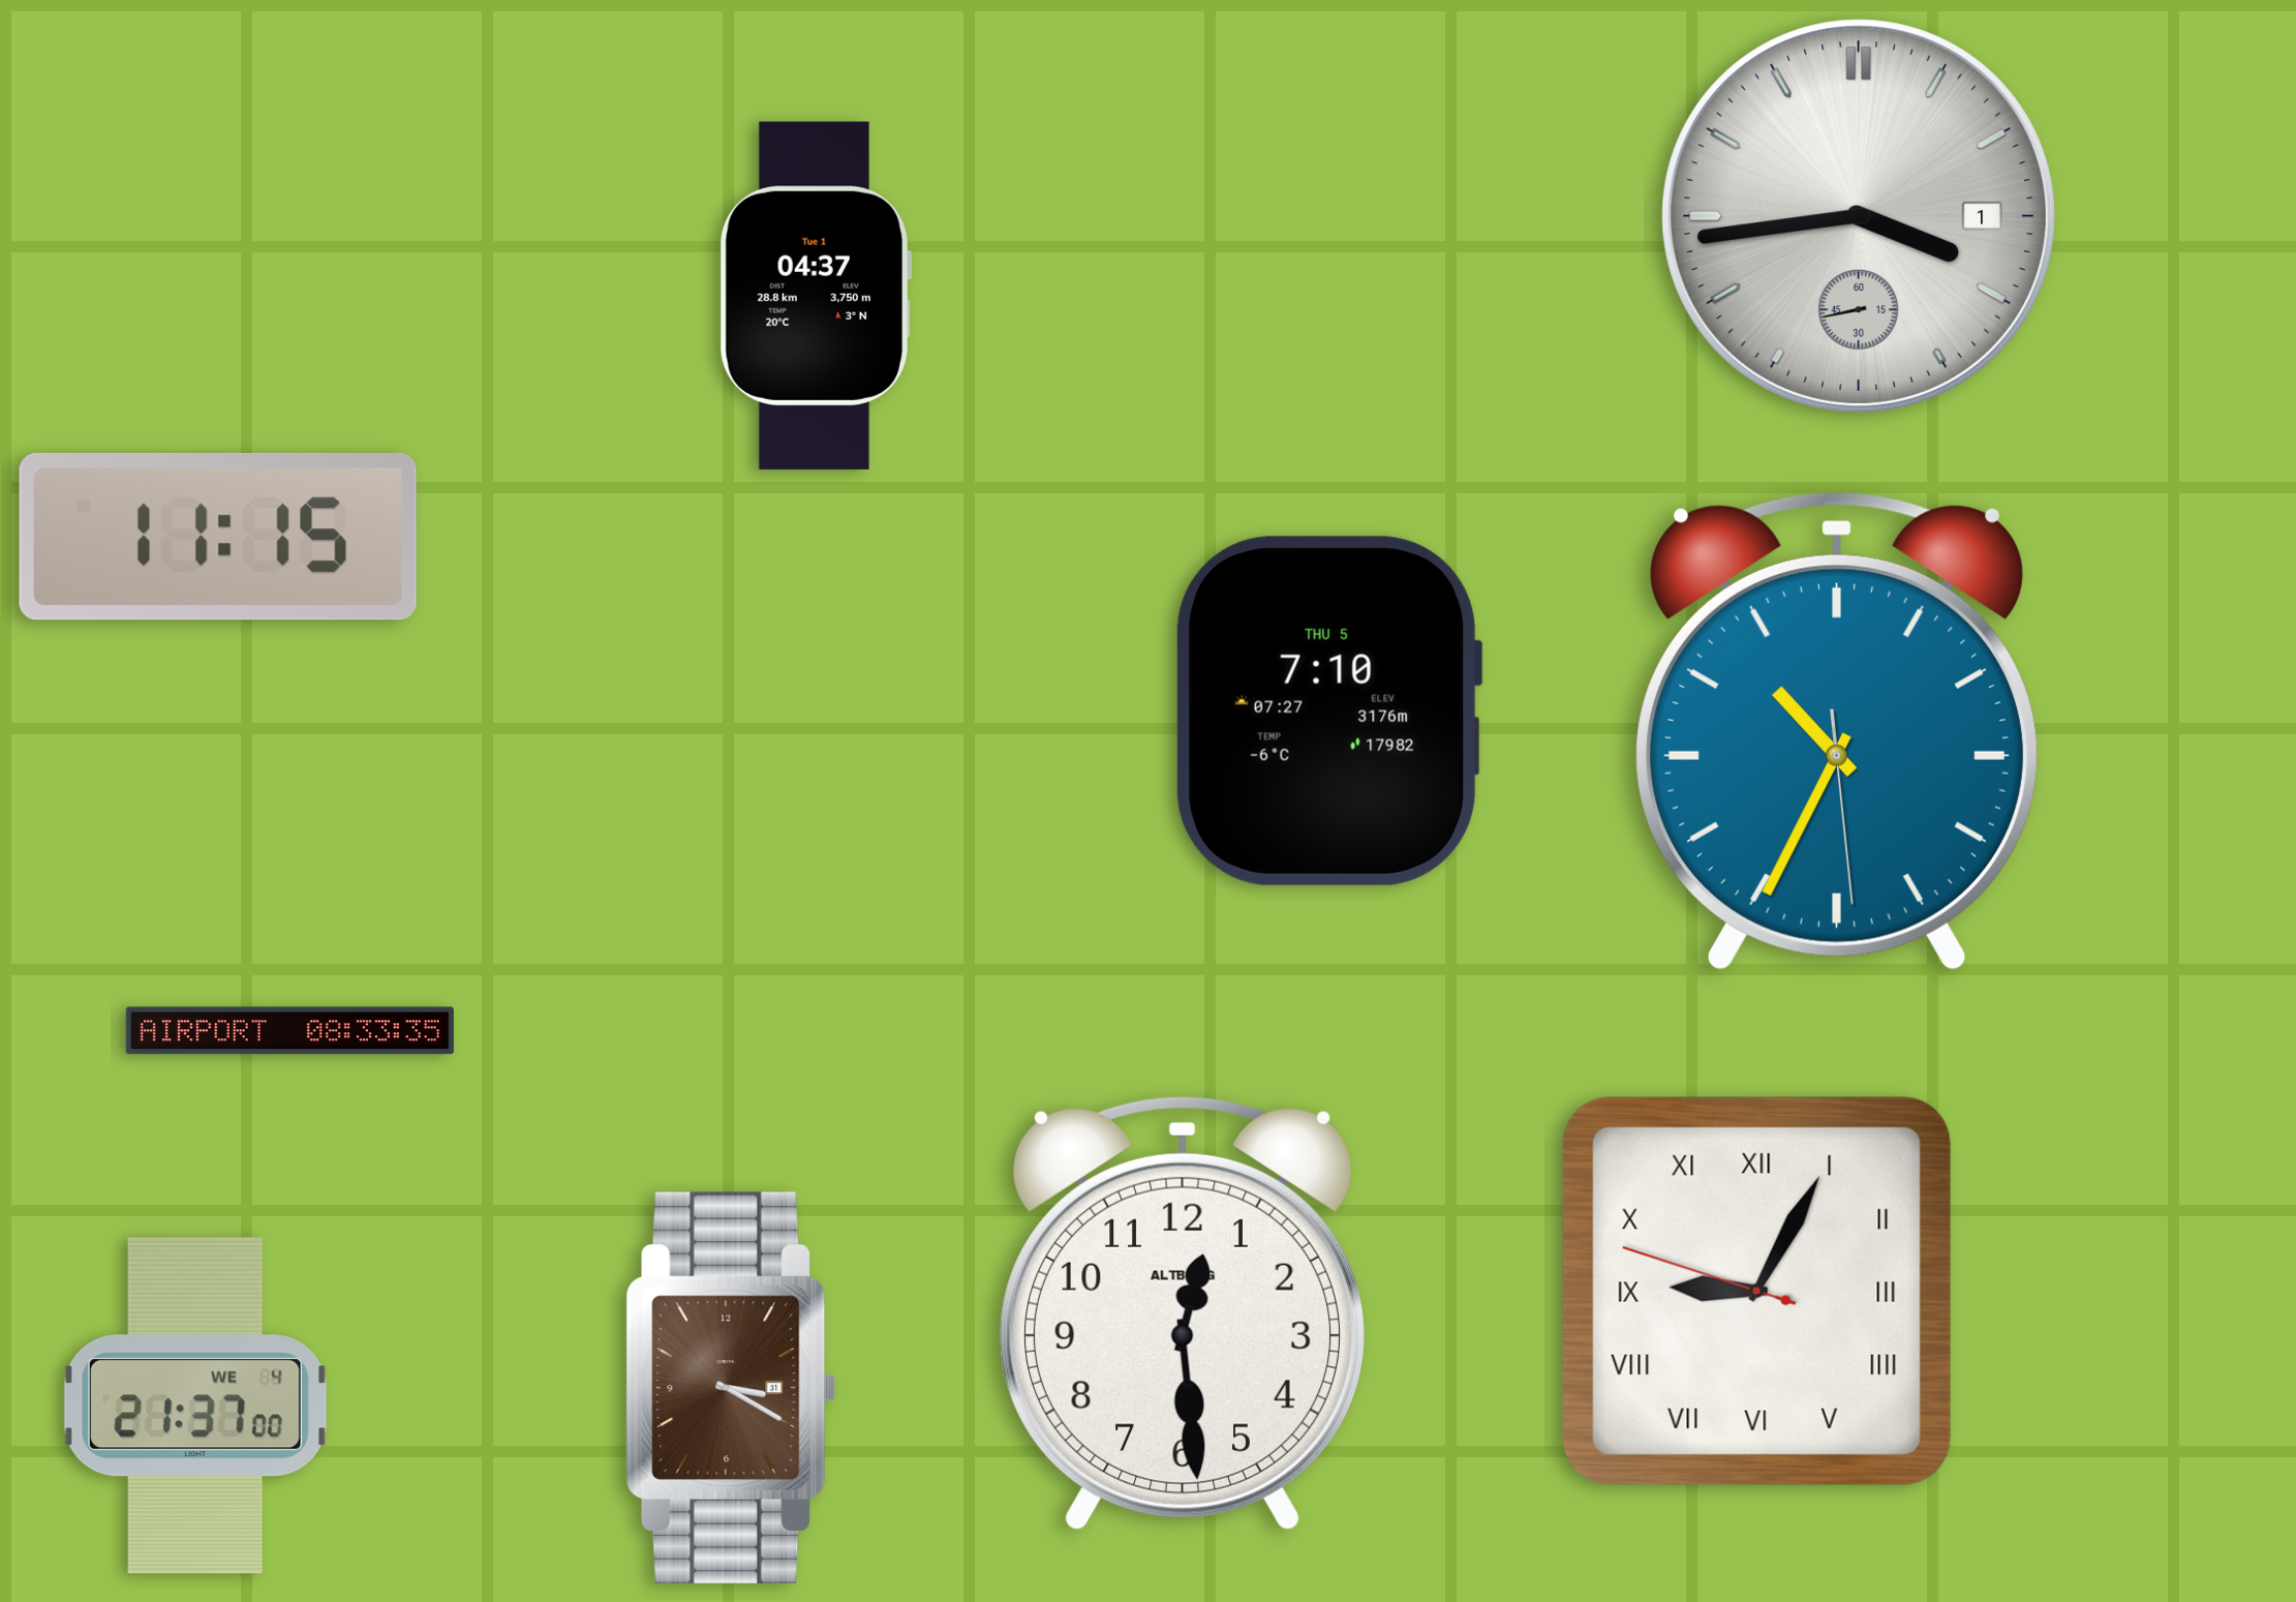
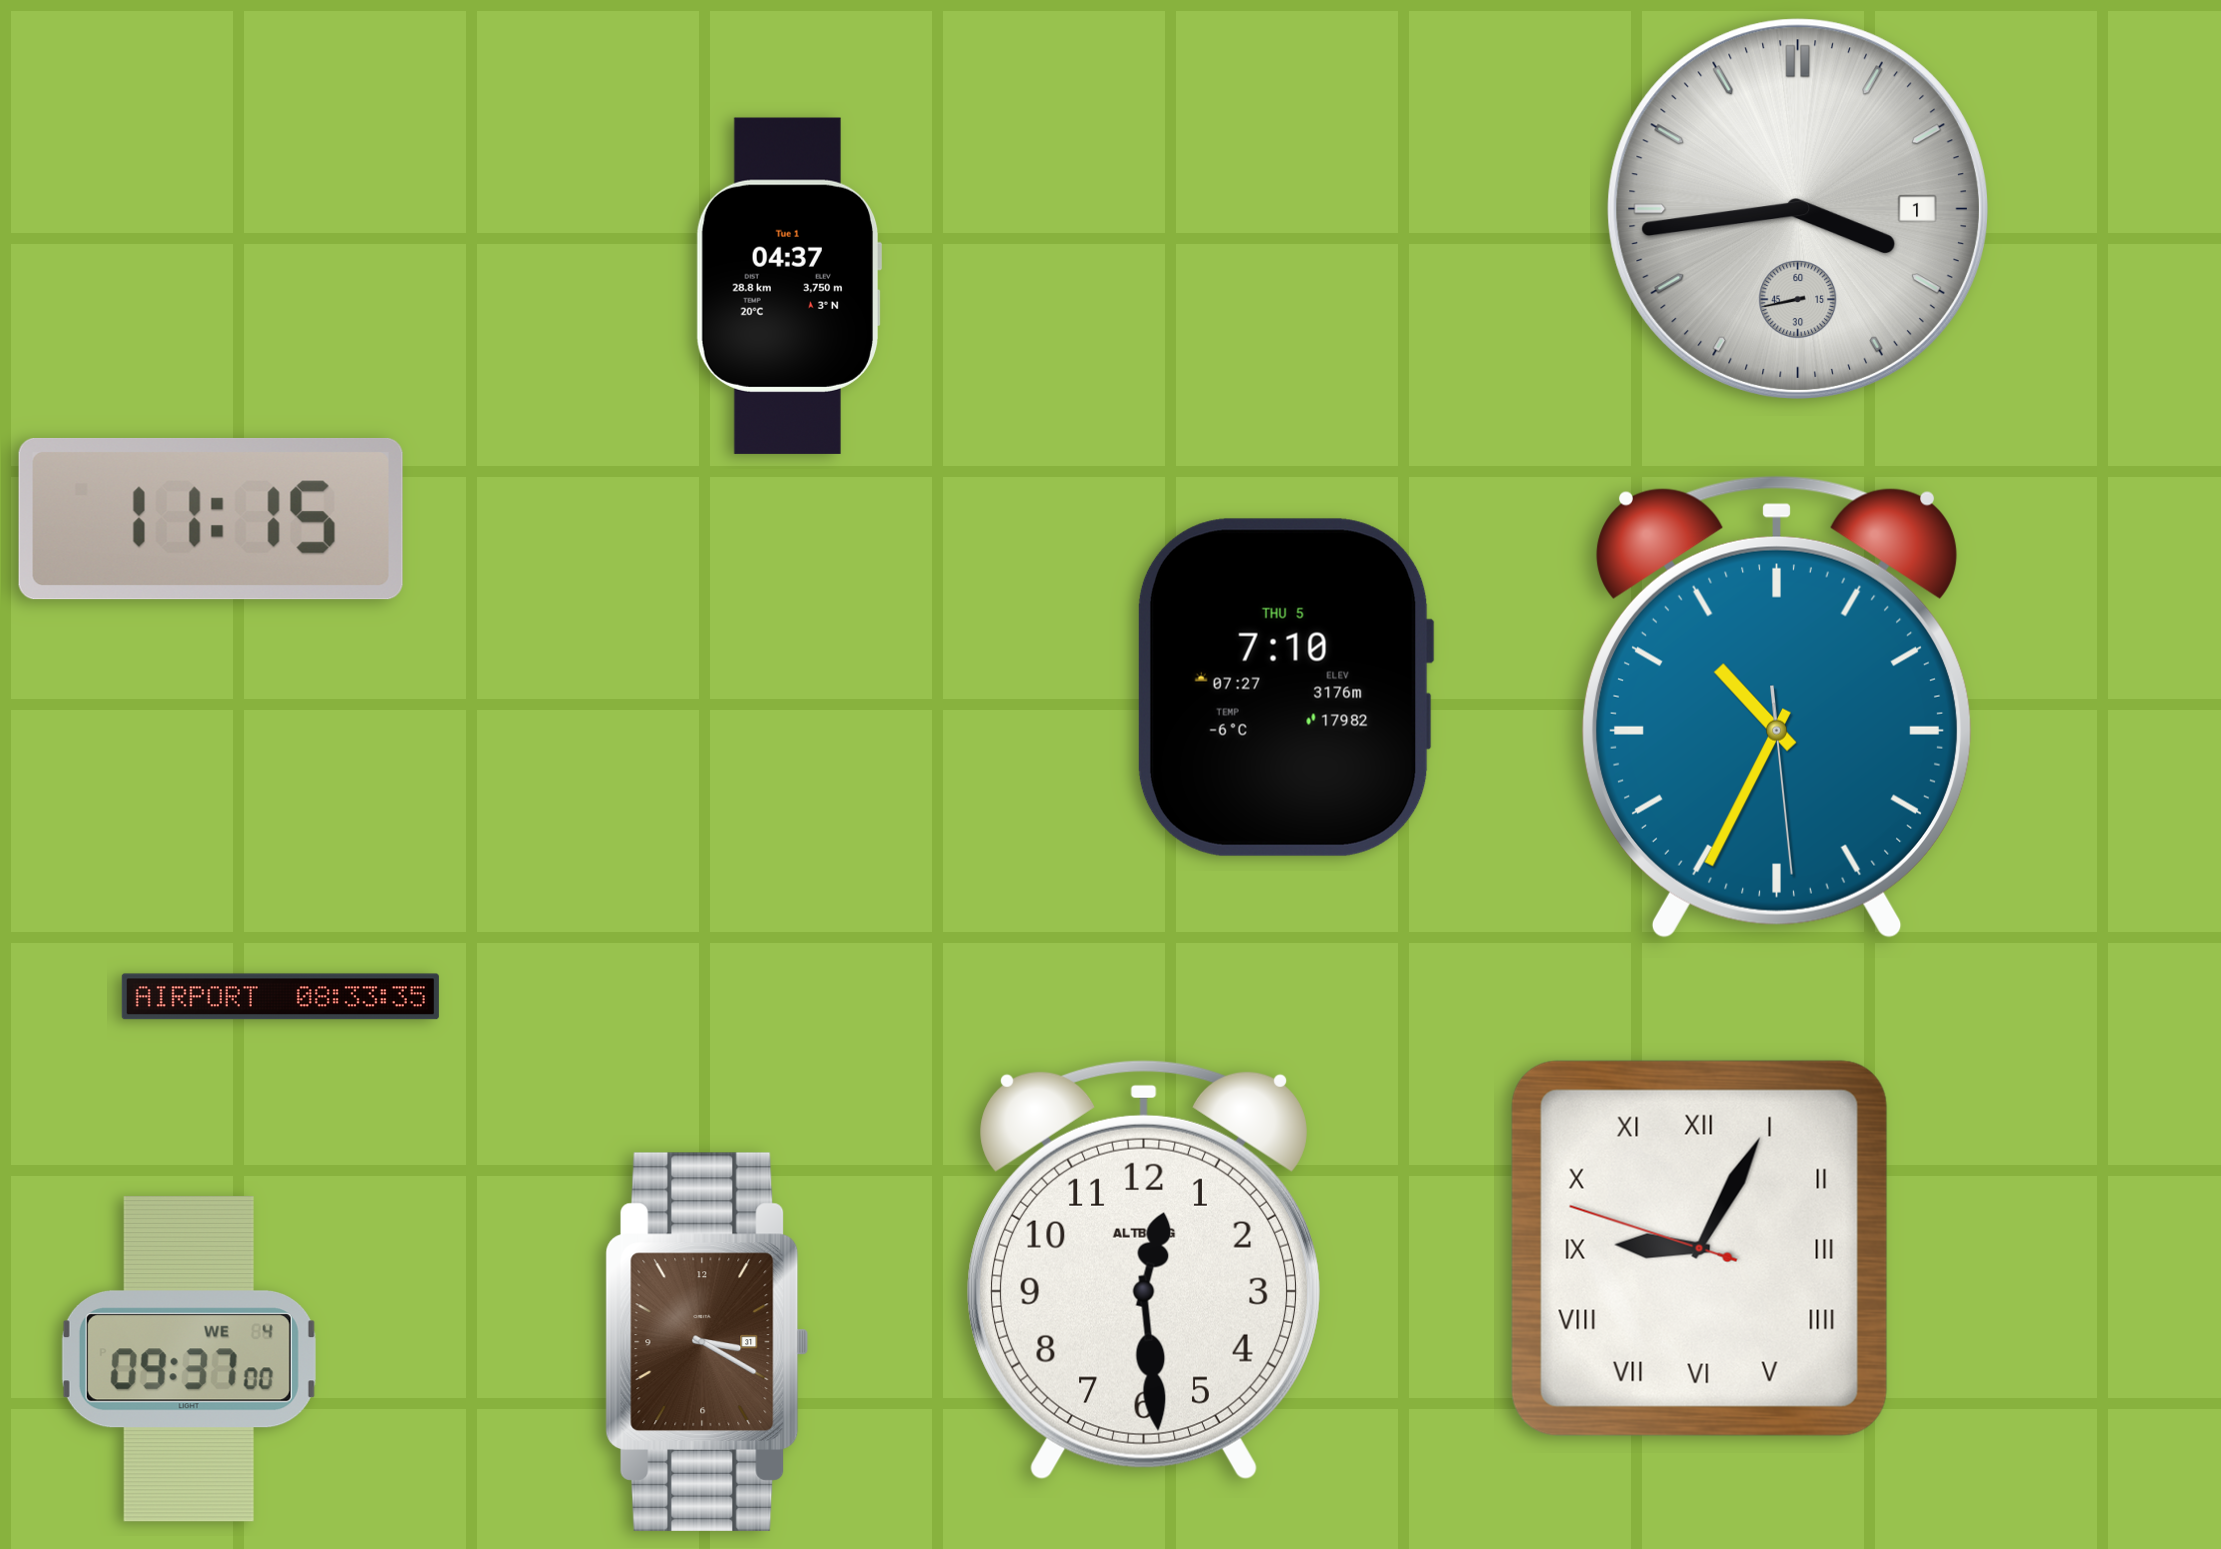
clock at (195, 1405): 21:37 -> 09:37
